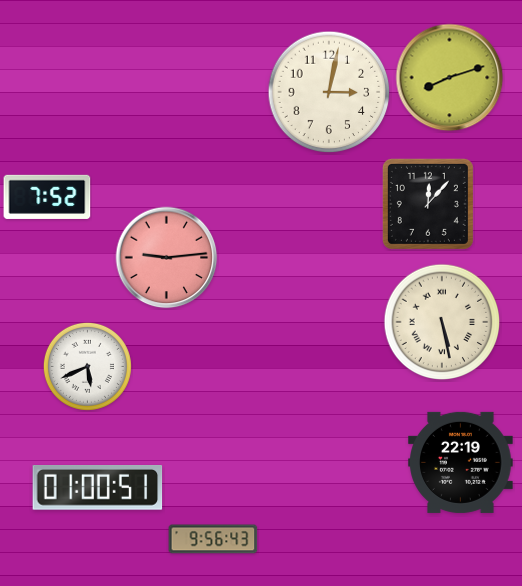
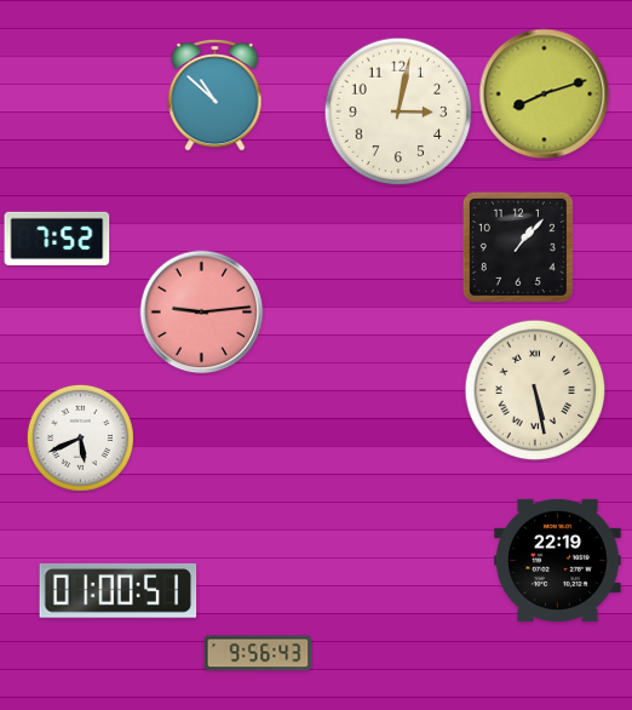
clock at (216, 95): none -> 10:52
clock at (428, 204): 12:07 -> 1:07
clock at (87, 366) position: (87, 366) -> (80, 437)
